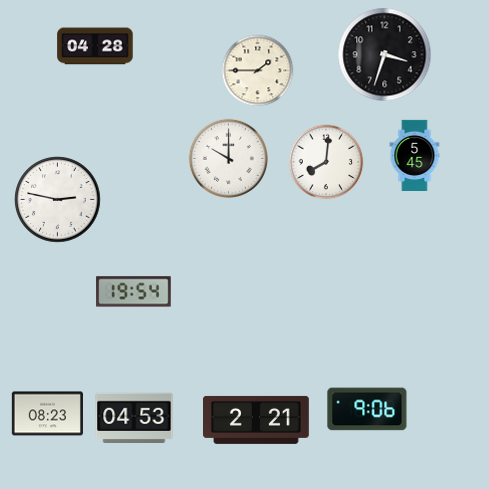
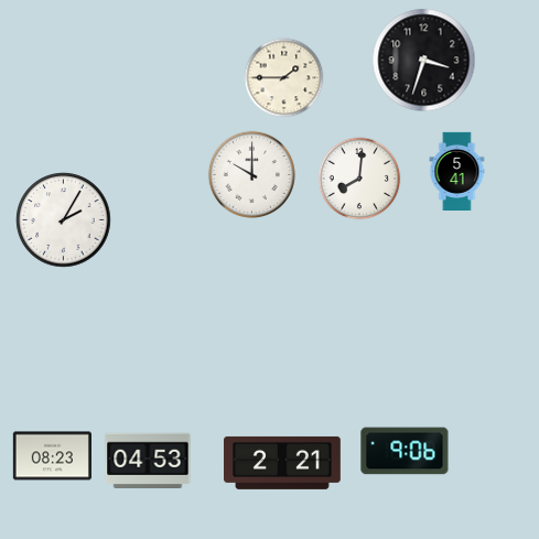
clock at (95, 46): 04:28 -> none
clock at (415, 156): 5:45 -> 5:41
clock at (58, 200): 2:47 -> 2:05
clock at (134, 292): 19:54 -> none
